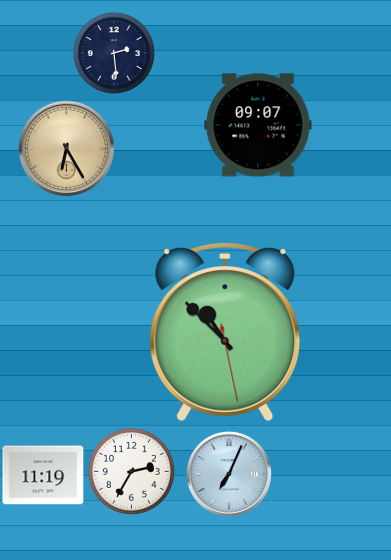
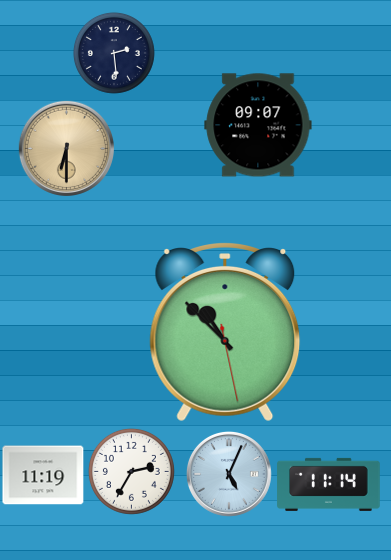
clock at (66, 148): 6:25 -> 6:30
clock at (230, 475): 7:04 -> 5:04
clock at (329, 484): none -> 11:14
